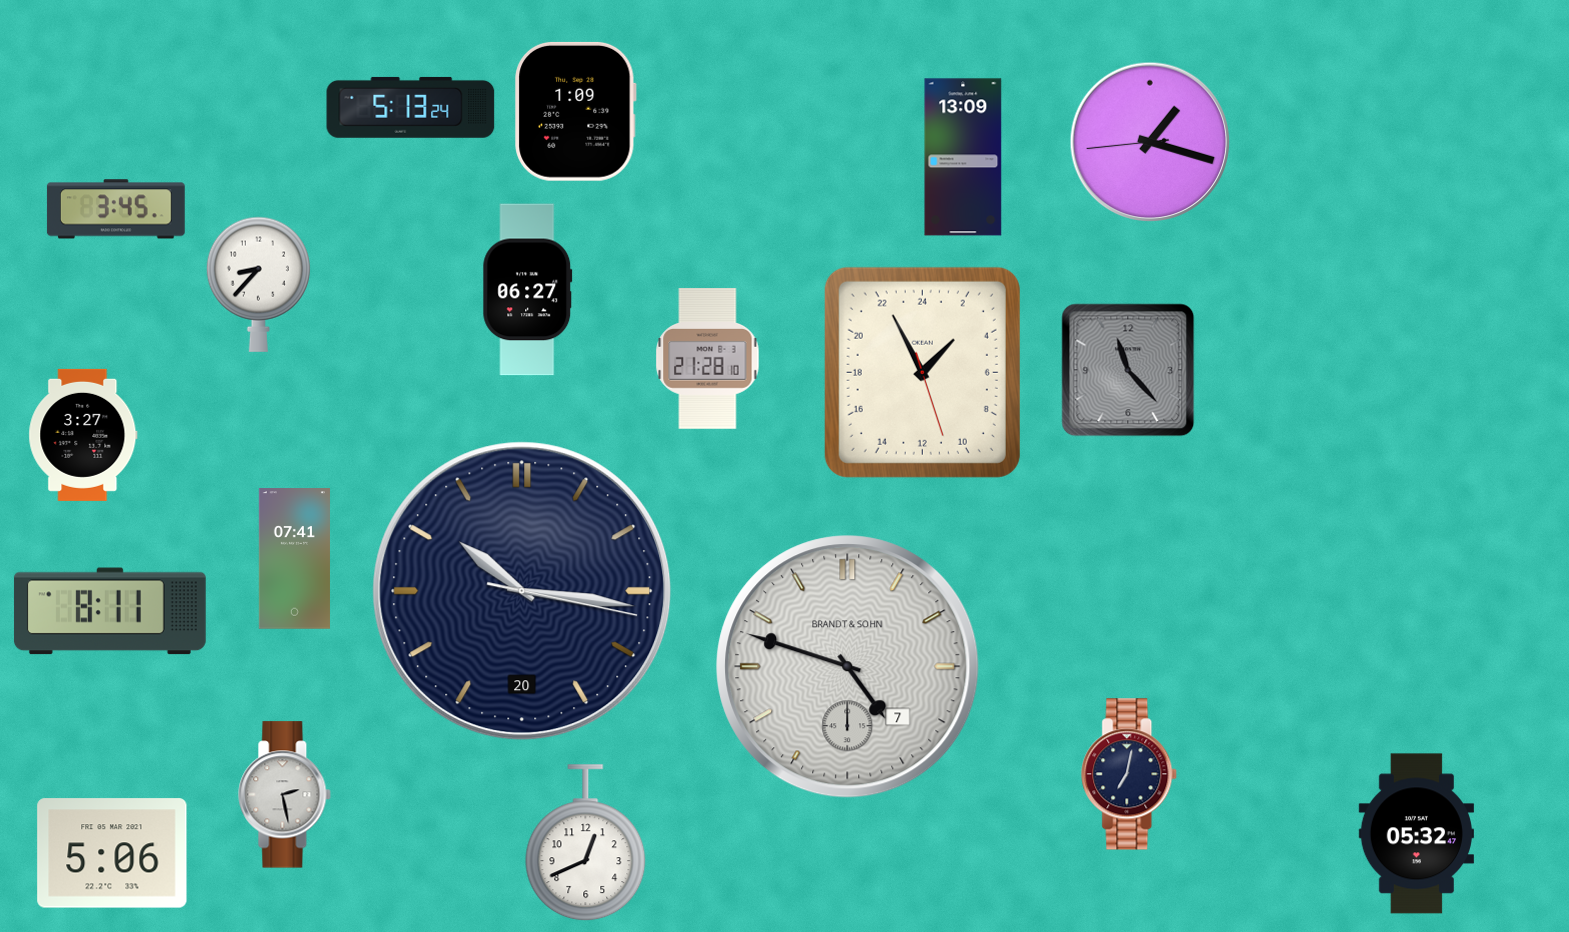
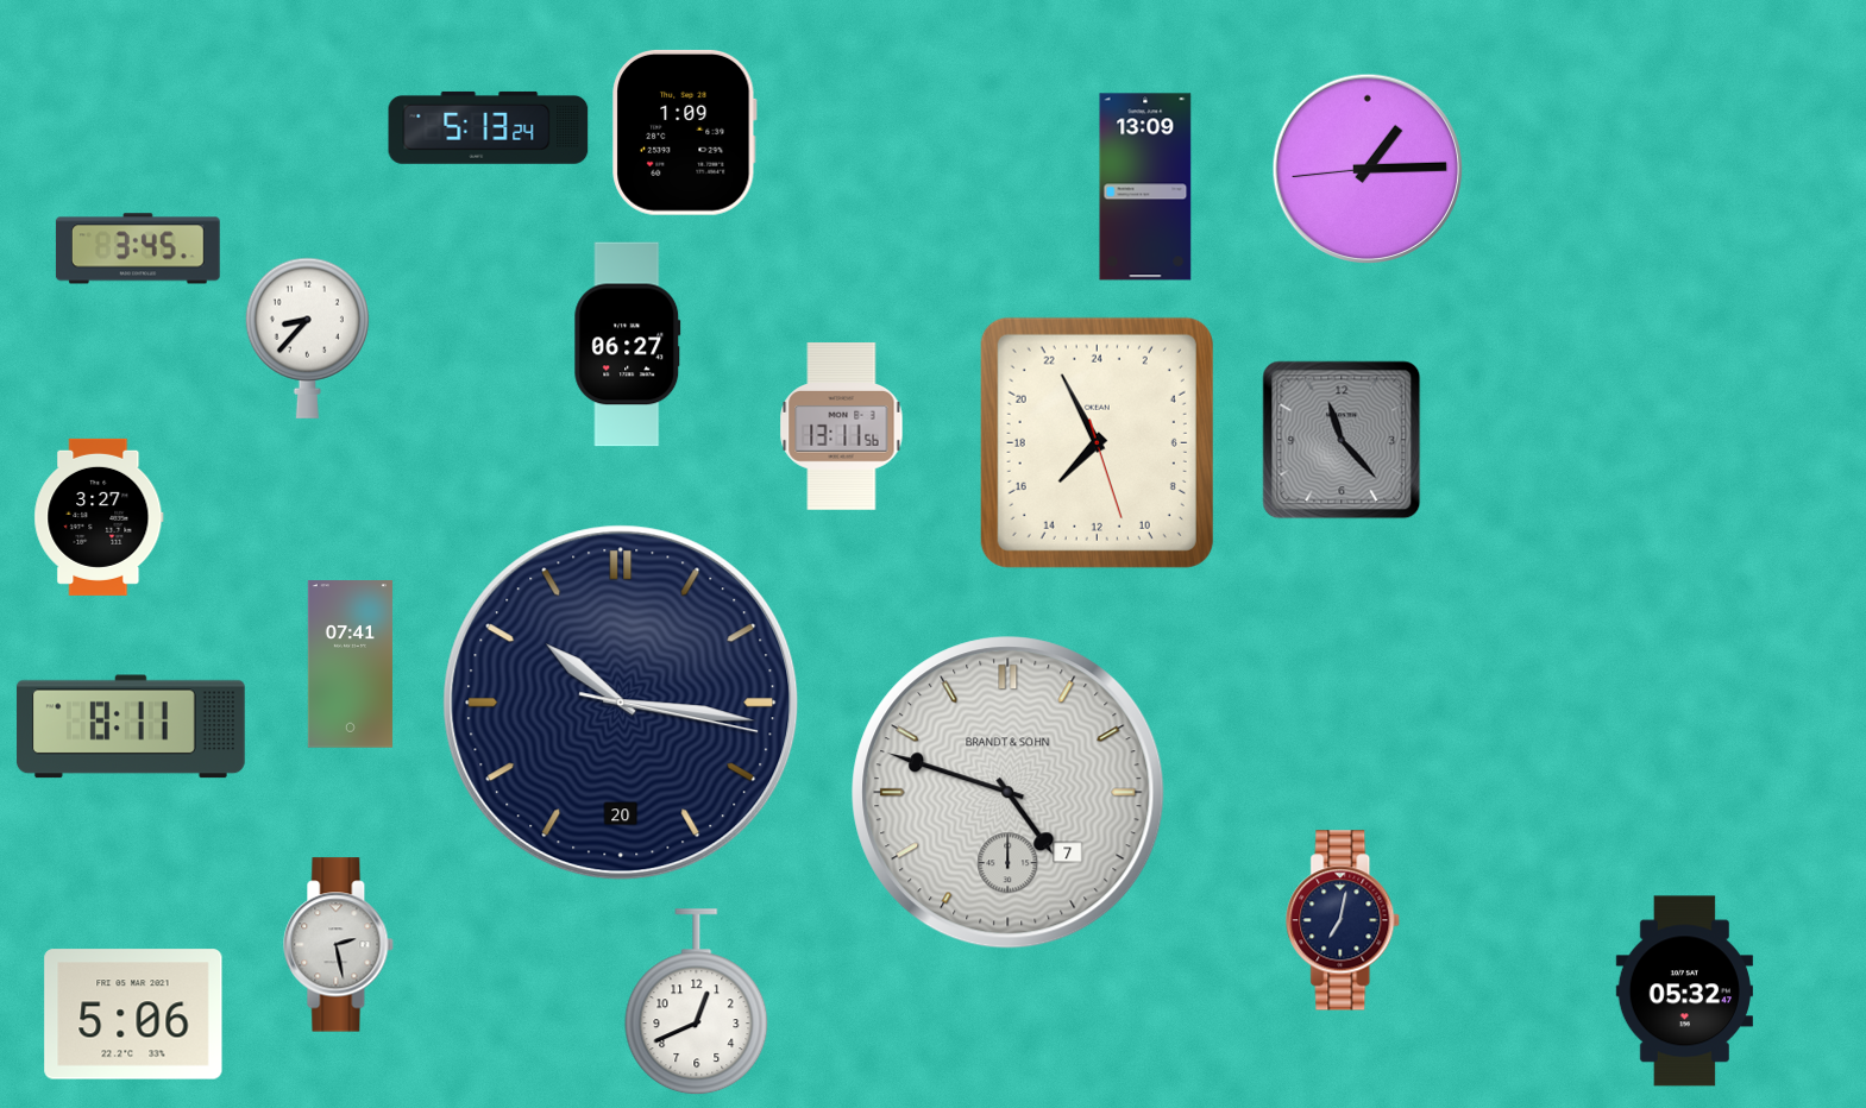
clock at (1150, 142): 1:17 -> 1:14
clock at (708, 359): 21:28 -> 13:11
clock at (922, 372): 2:55 -> 14:55
